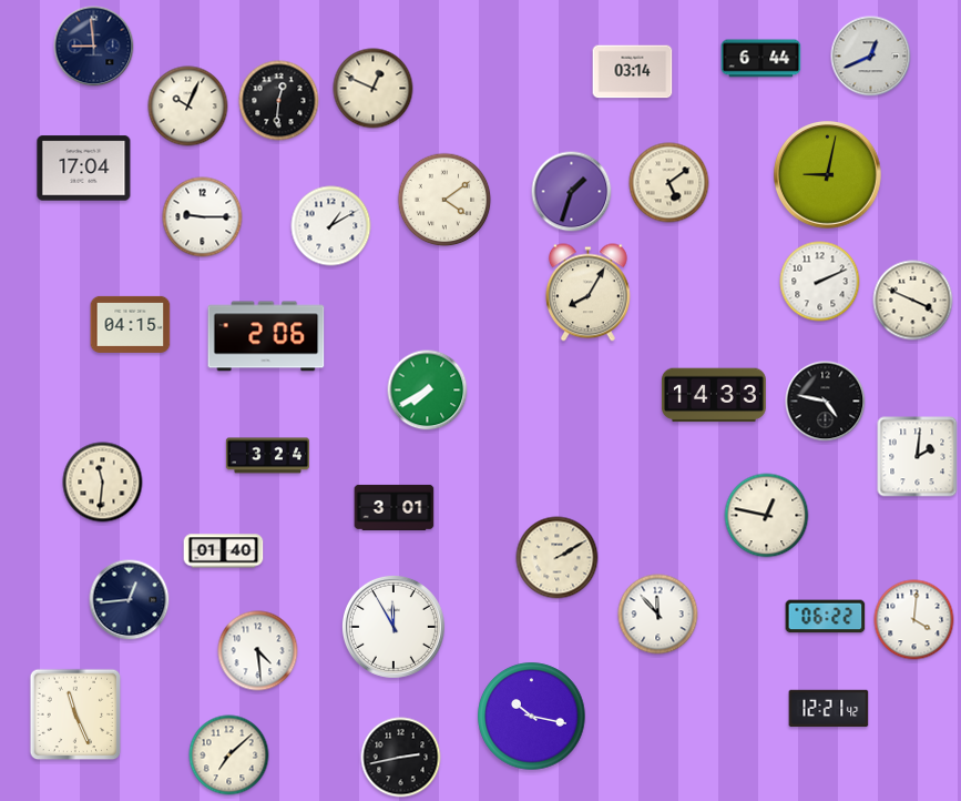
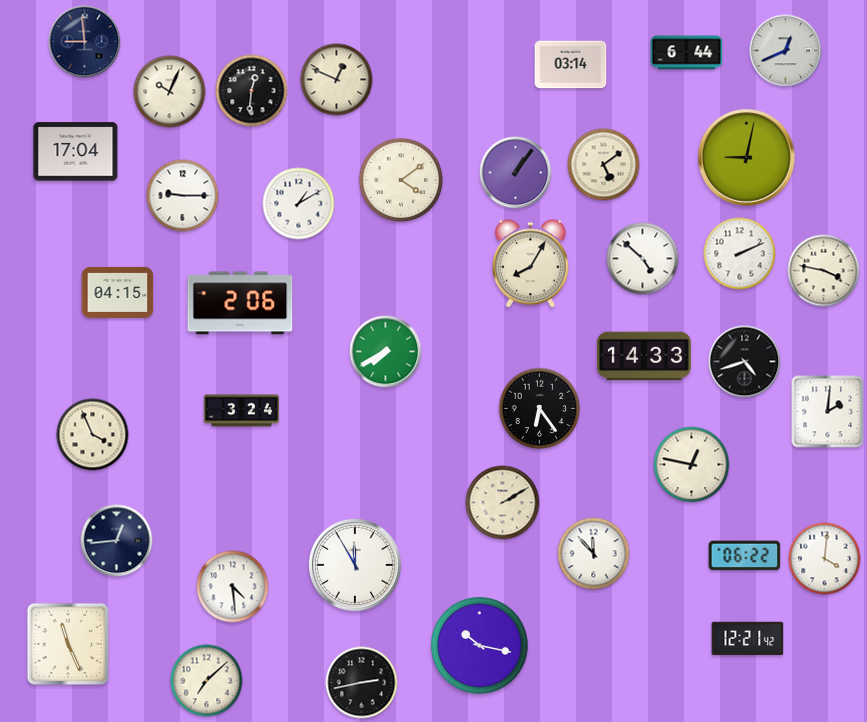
clock at (188, 107) position: (188, 107) -> (170, 92)
clock at (572, 192): 1:33 -> 1:06
clock at (643, 259): none -> 4:52
clock at (913, 301): 3:49 -> 3:47
clock at (826, 402): 4:47 -> 4:42
clock at (540, 409): none -> 6:24
clock at (103, 483): 11:31 -> 3:56
clock at (395, 507): 3:01 -> none
clock at (224, 551): 01:40 -> none
